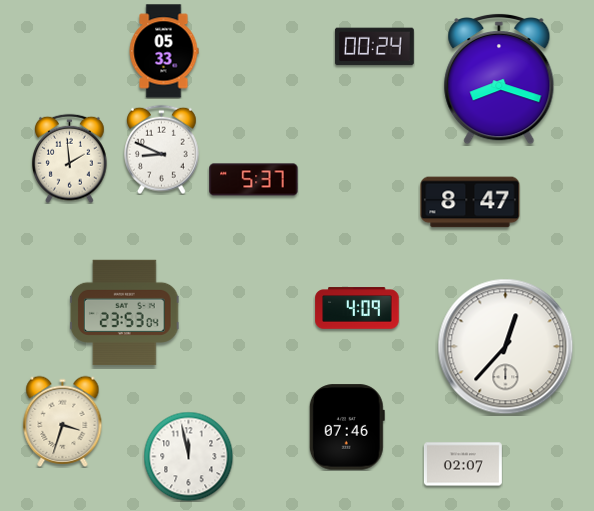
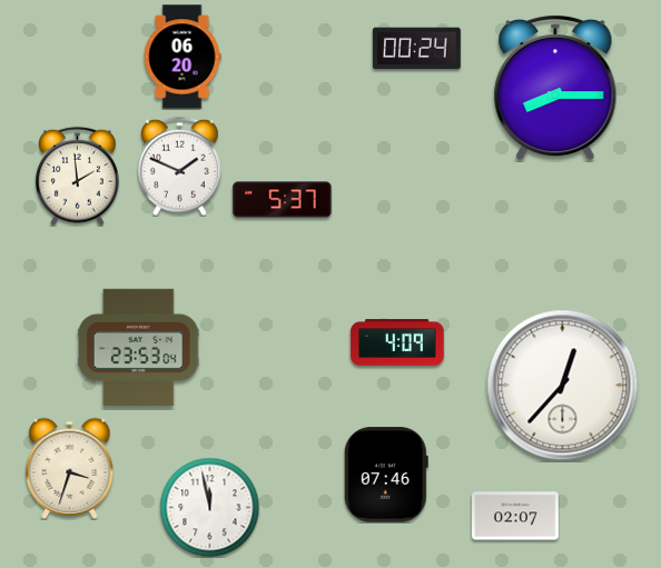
clock at (374, 47) position: (374, 47) -> (416, 49)
clock at (164, 51): 05:33 -> 06:20
clock at (499, 79): 8:18 -> 8:15
clock at (162, 149): 8:49 -> 1:49
clock at (470, 202): 8:47 -> none
